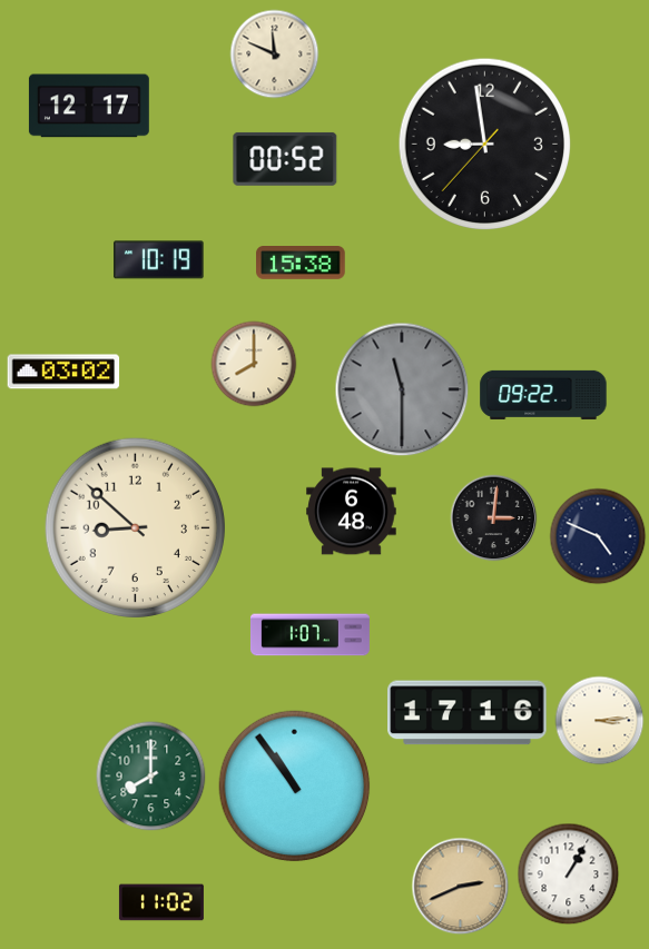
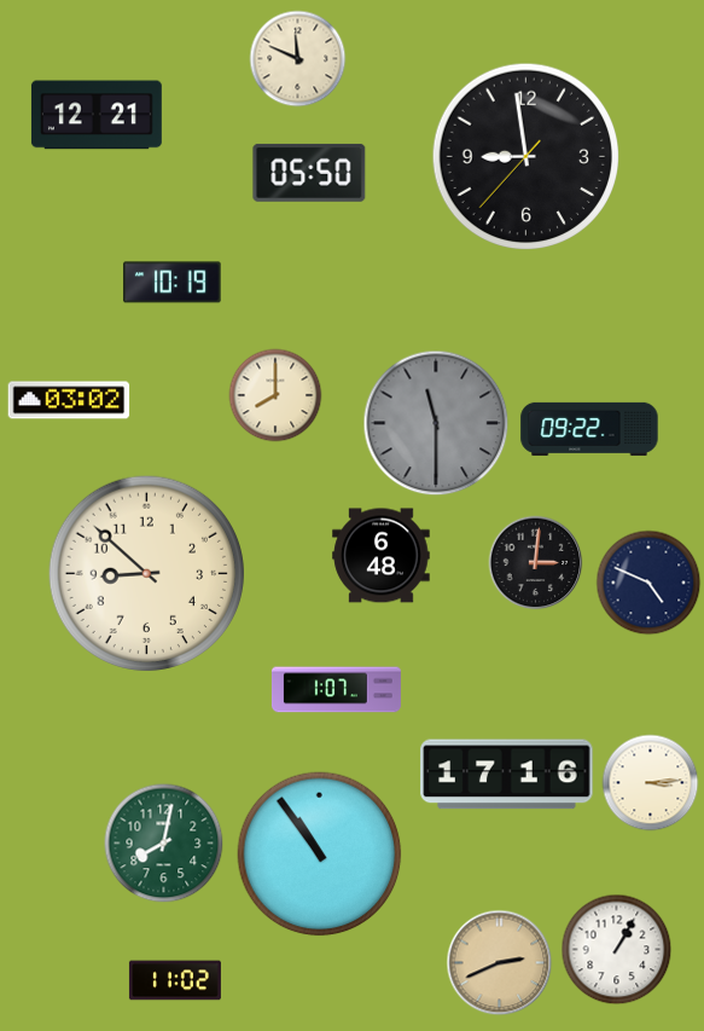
clock at (89, 106): 12:17 -> 12:21
clock at (285, 159): 00:52 -> 05:50
clock at (301, 264): 15:38 -> none
clock at (63, 372) position: (63, 372) -> (69, 400)
clock at (151, 777): 8:00 -> 8:02
